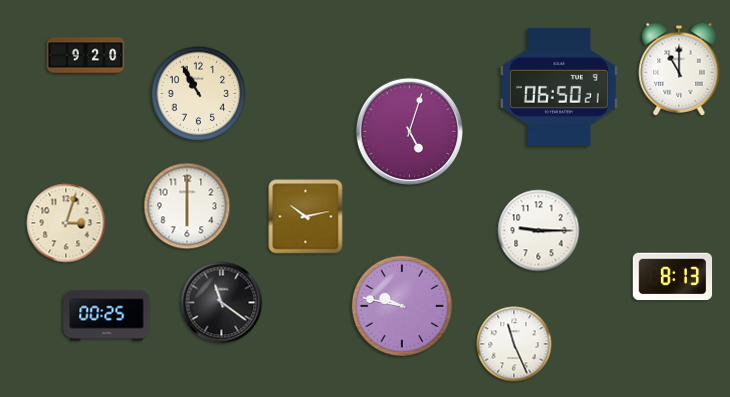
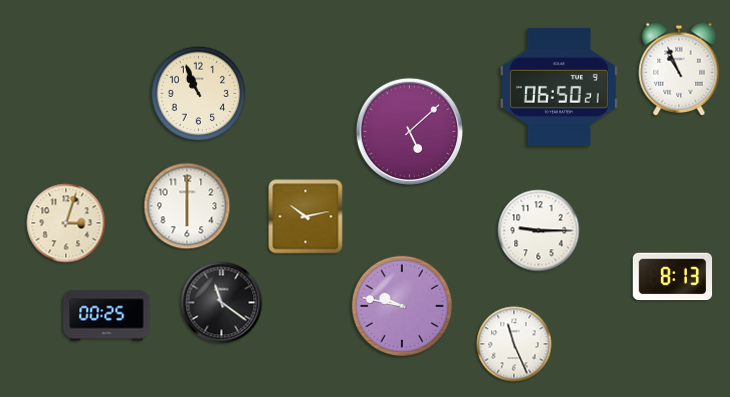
clock at (86, 56): 9:20 -> none
clock at (679, 69): 11:00 -> 10:56
clock at (199, 94): 10:55 -> 10:56
clock at (409, 131): 5:03 -> 5:08
